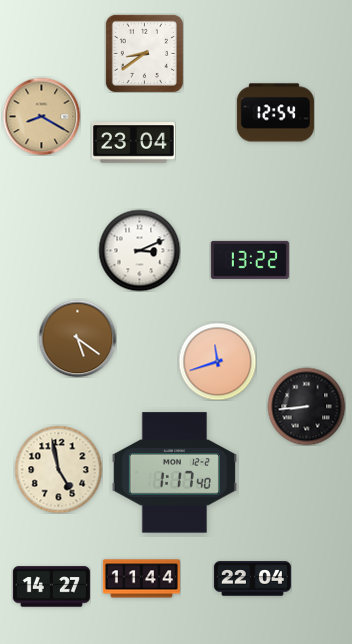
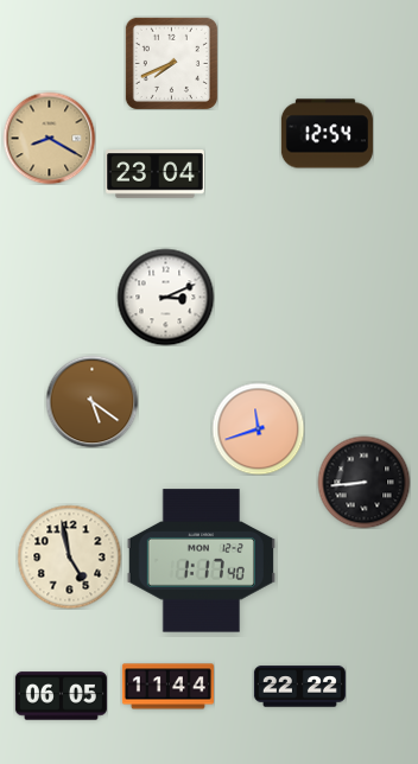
clock at (144, 53): 8:39 -> 7:41
clock at (134, 143) position: (134, 143) -> (156, 174)
clock at (250, 260): 13:22 -> none
clock at (174, 473) position: (174, 473) -> (201, 561)
clock at (252, 579): 22:04 -> 22:22
clock at (51, 587): 14:27 -> 06:05
